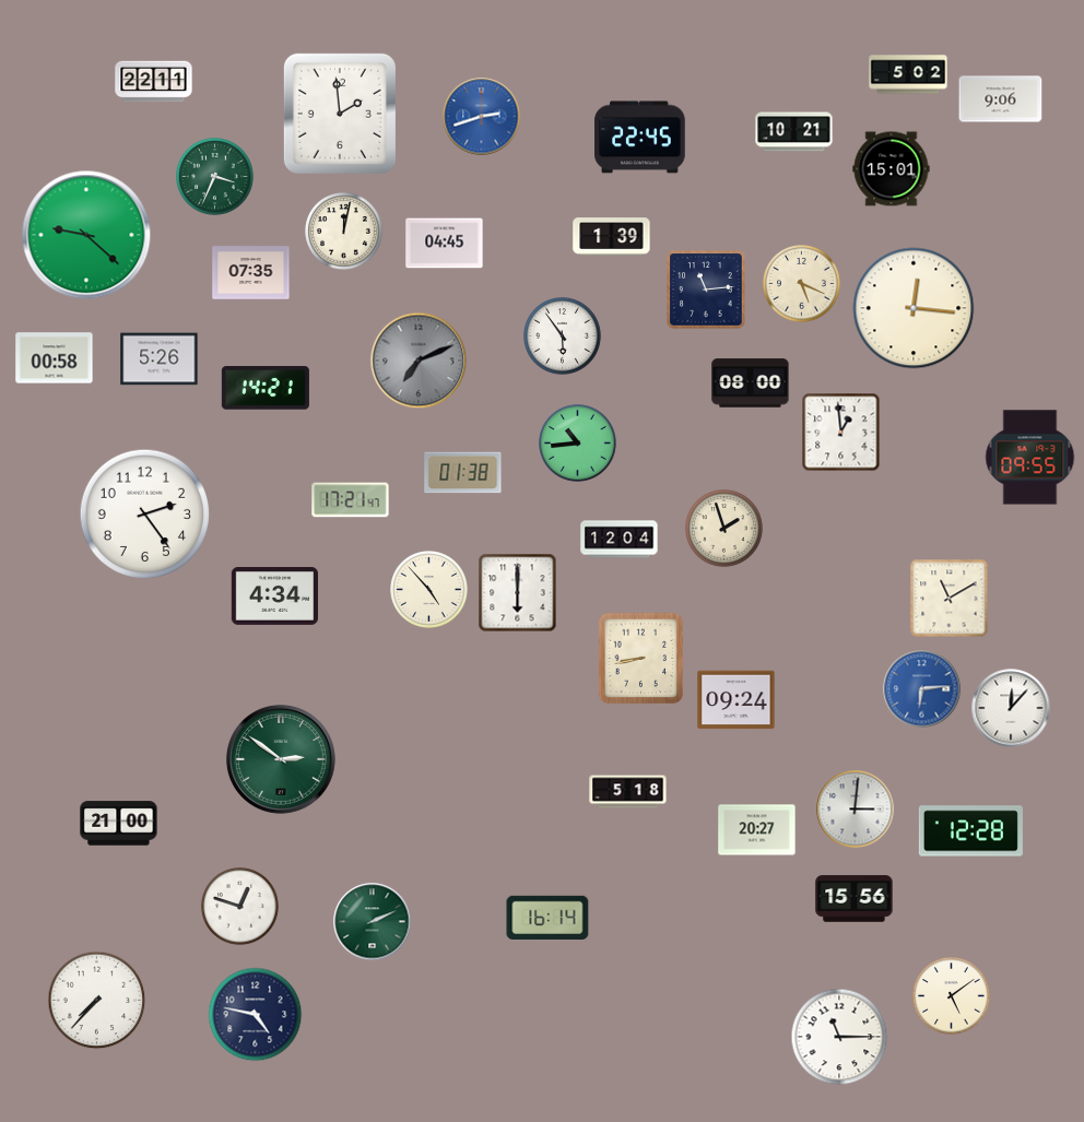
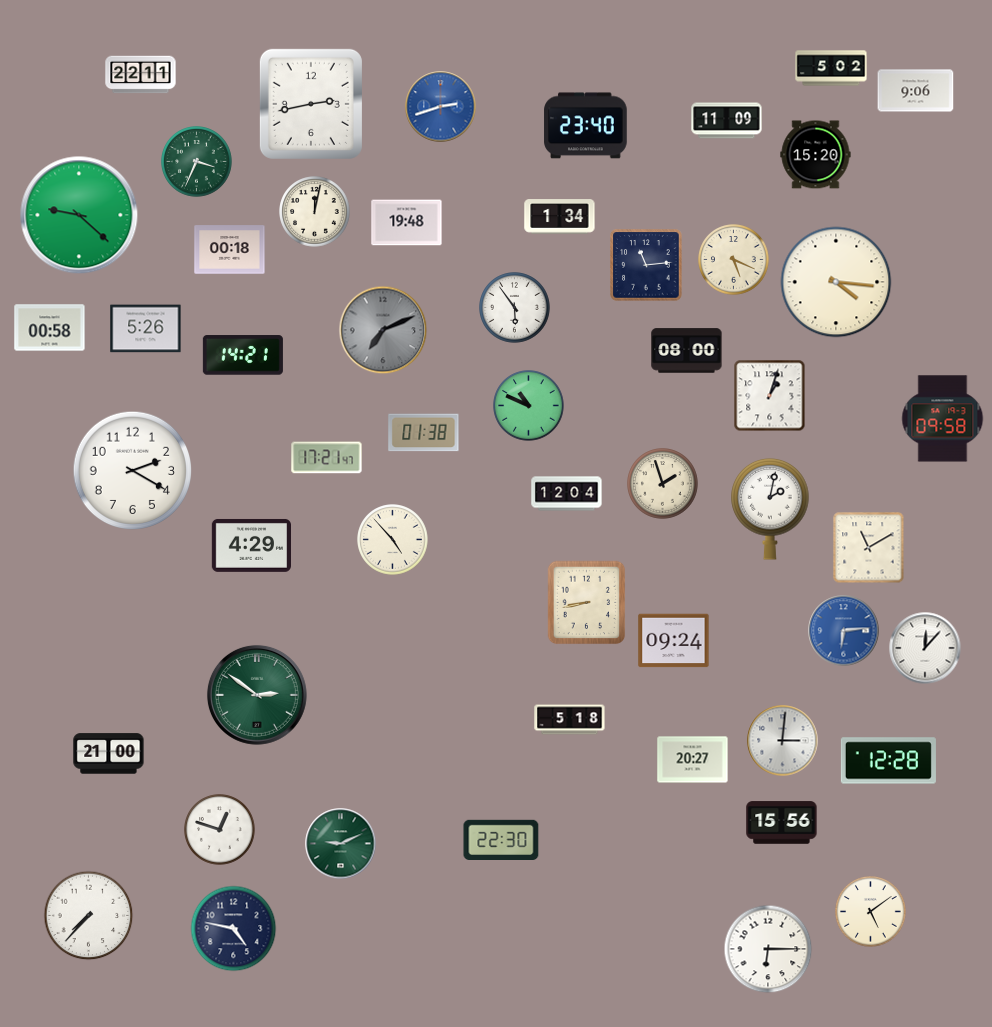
clock at (340, 114): 1:59 -> 2:43
clock at (794, 132): 10:21 -> 11:09
clock at (640, 138): 22:45 -> 23:40
clock at (892, 169): 15:01 -> 15:20
clock at (612, 237): 1:39 -> 1:34
clock at (445, 244): 04:45 -> 19:48
clock at (251, 273): 07:35 -> 00:18
clock at (914, 308): 12:16 -> 4:16
clock at (841, 433): 12:59 -> 1:03
clock at (578, 444): 10:44 -> 10:49
clock at (1030, 458): 09:55 -> 09:58
clock at (351, 500) position: (351, 500) -> (327, 458)
clock at (144, 513): 2:24 -> 2:20
clock at (770, 509): none -> 2:02
clock at (518, 593): 6:00 -> none
clock at (274, 595): 4:34 -> 4:29
clock at (628, 792) position: (628, 792) -> (570, 720)
clock at (547, 917): 16:14 -> 22:30
clock at (373, 922): 2:11 -> 9:11
clock at (839, 1037): 11:15 -> 6:15
